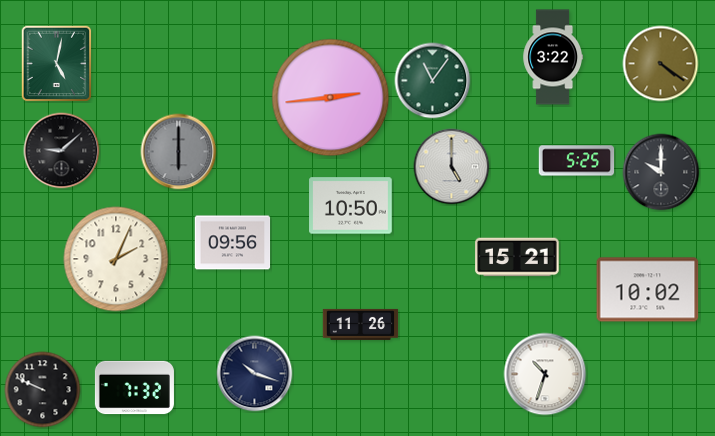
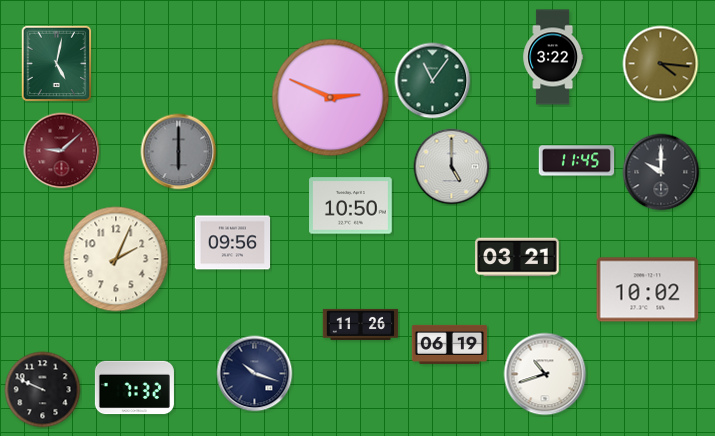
clock at (661, 64): 4:21 -> 4:16
clock at (331, 98): 2:44 -> 2:49
clock at (62, 151) dial: black -> burgundy
clock at (577, 161): 5:25 -> 11:45
clock at (517, 257): 15:21 -> 03:21
clock at (450, 344): none -> 06:19
clock at (545, 374): 10:33 -> 10:42
